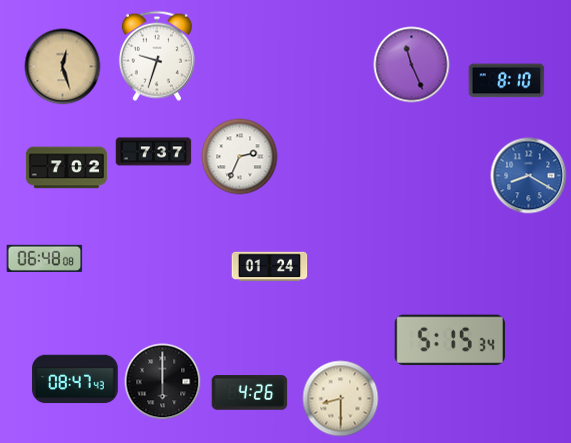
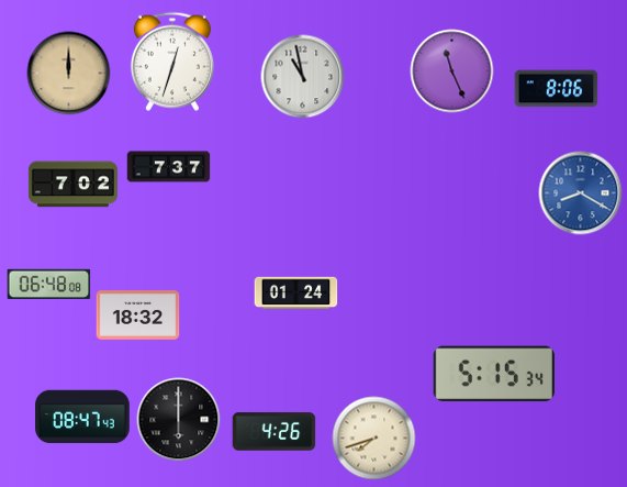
clock at (157, 56): 9:33 -> 12:33
clock at (63, 67): 12:27 -> 12:00
clock at (303, 77): none -> 10:58
clock at (507, 81): 8:10 -> 8:06
clock at (240, 157): 2:34 -> none
clock at (138, 316): none -> 18:32
clock at (341, 399): 8:30 -> 7:42
